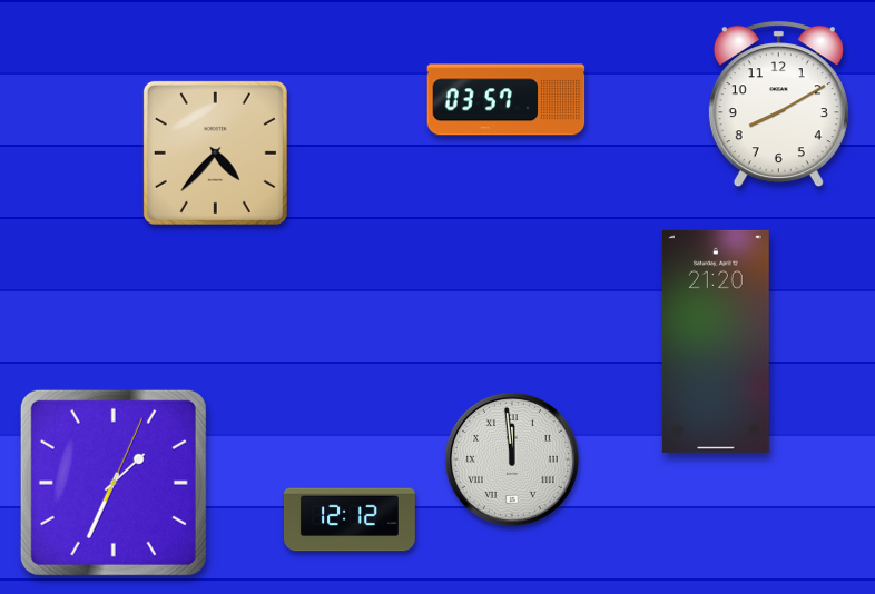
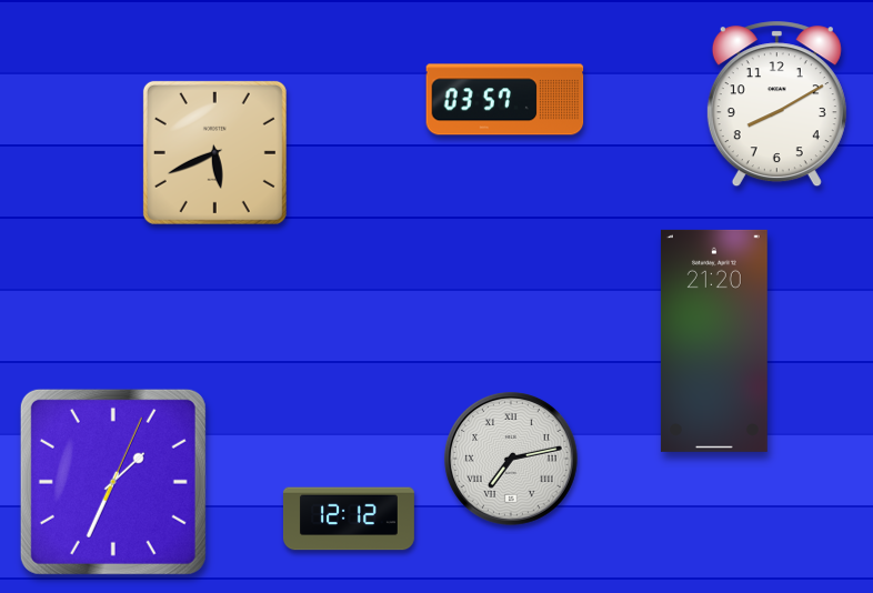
clock at (215, 152): 4:37 -> 5:41
clock at (513, 461): 11:59 -> 7:13
